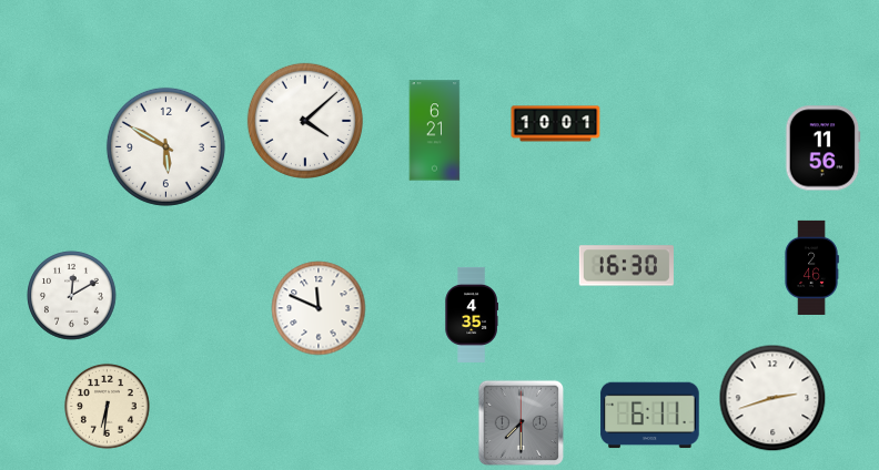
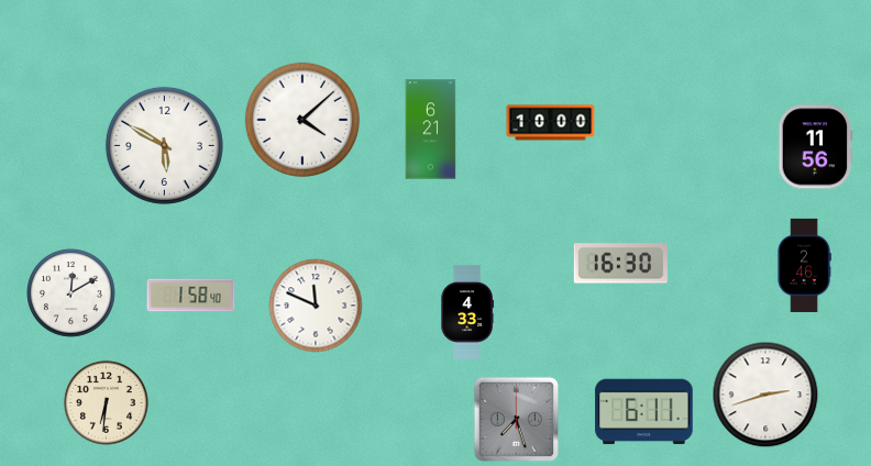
clock at (556, 124): 10:01 -> 10:00
clock at (191, 296): none -> 1:58
clock at (472, 315): 4:35 -> 4:33
clock at (521, 422): 7:30 -> 7:27
